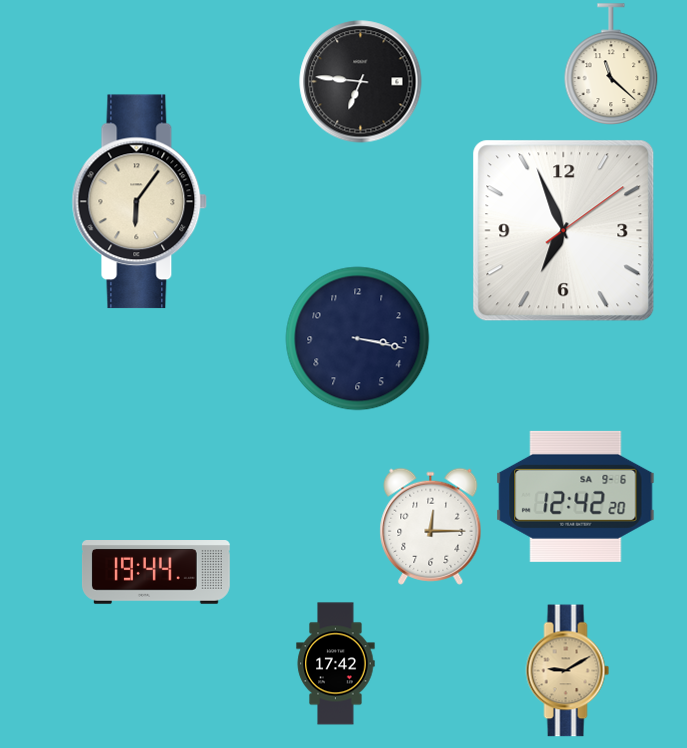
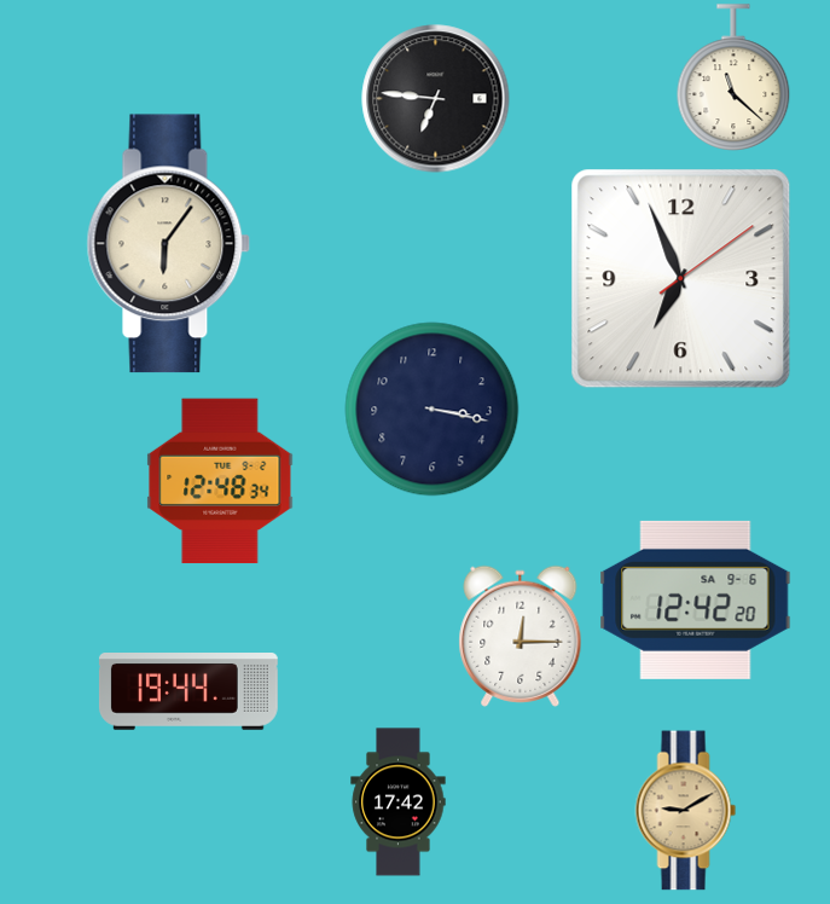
clock at (611, 64) position: (611, 64) -> (733, 77)
clock at (220, 481): none -> 12:48
clock at (336, 664) position: (336, 664) -> (399, 802)
